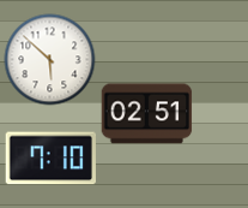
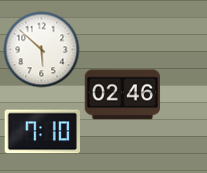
clock at (147, 114): 02:51 -> 02:46
